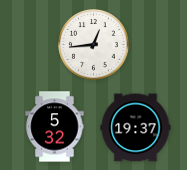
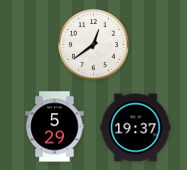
clock at (94, 45): 12:44 -> 12:39
clock at (55, 127): 5:32 -> 5:29
